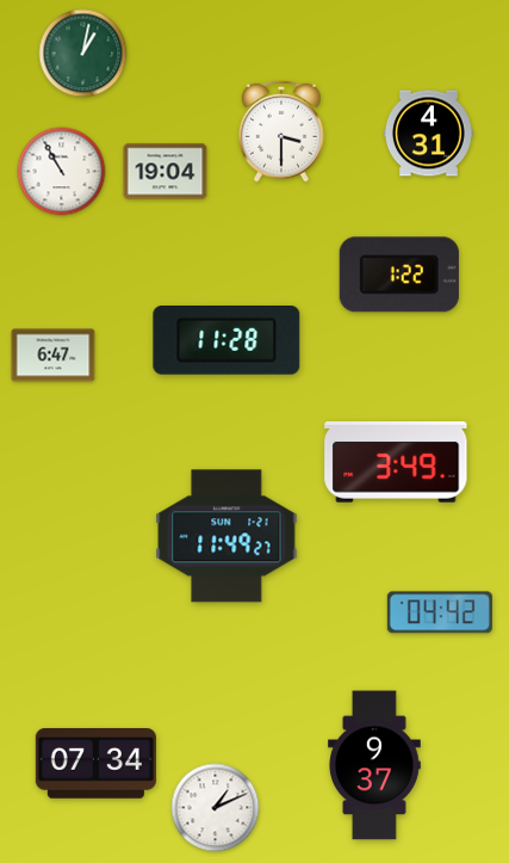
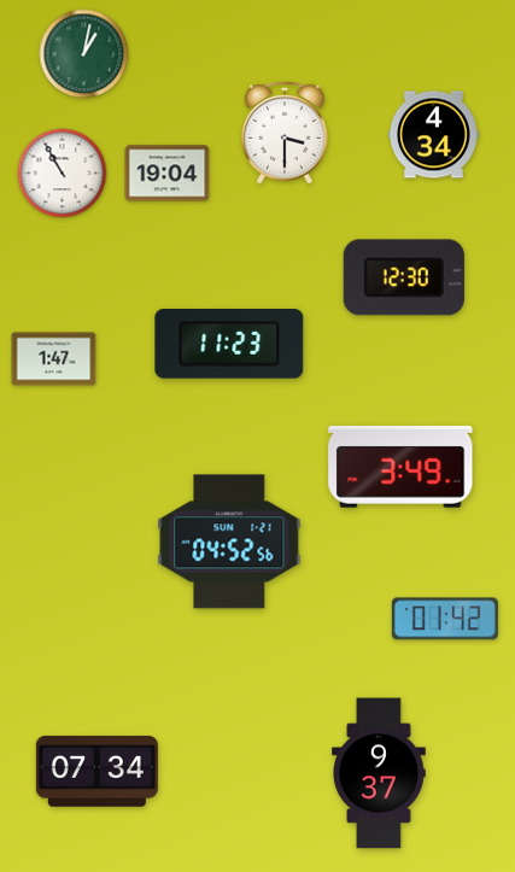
clock at (428, 134): 4:31 -> 4:34
clock at (399, 275): 1:22 -> 12:30
clock at (226, 341): 11:28 -> 11:23
clock at (54, 356): 6:47 -> 1:47
clock at (226, 536): 11:49 -> 04:52
clock at (440, 612): 04:42 -> 01:42
clock at (216, 808): 1:11 -> none
